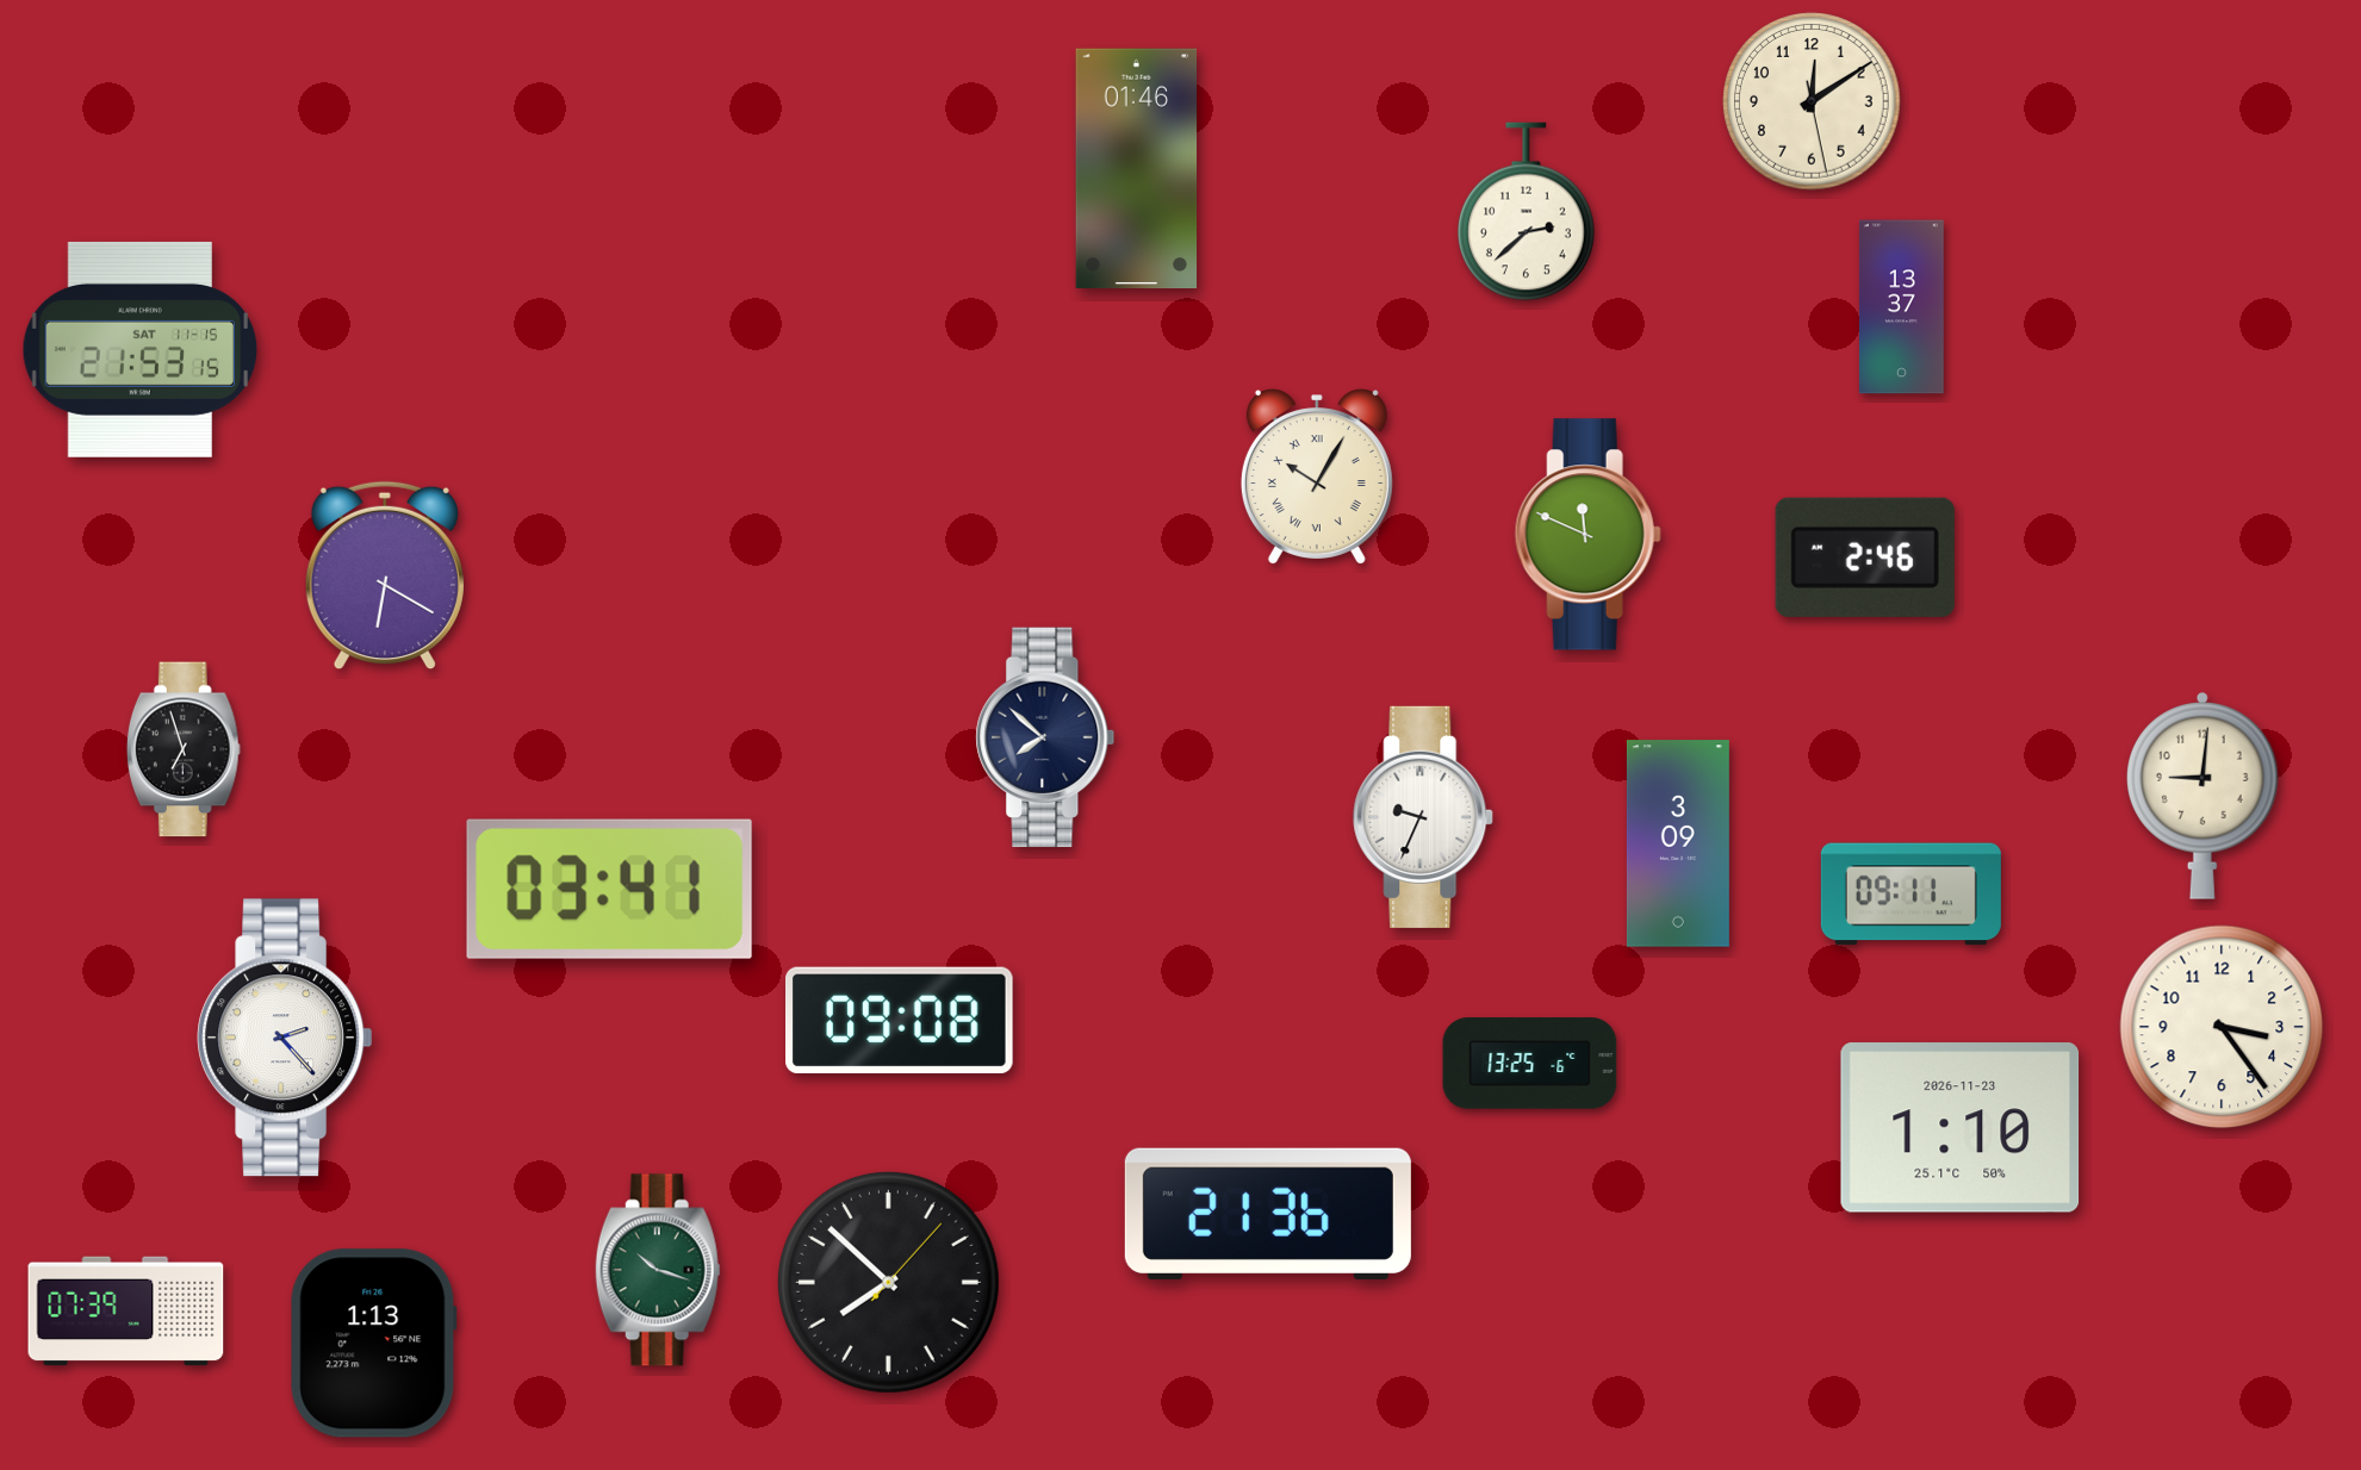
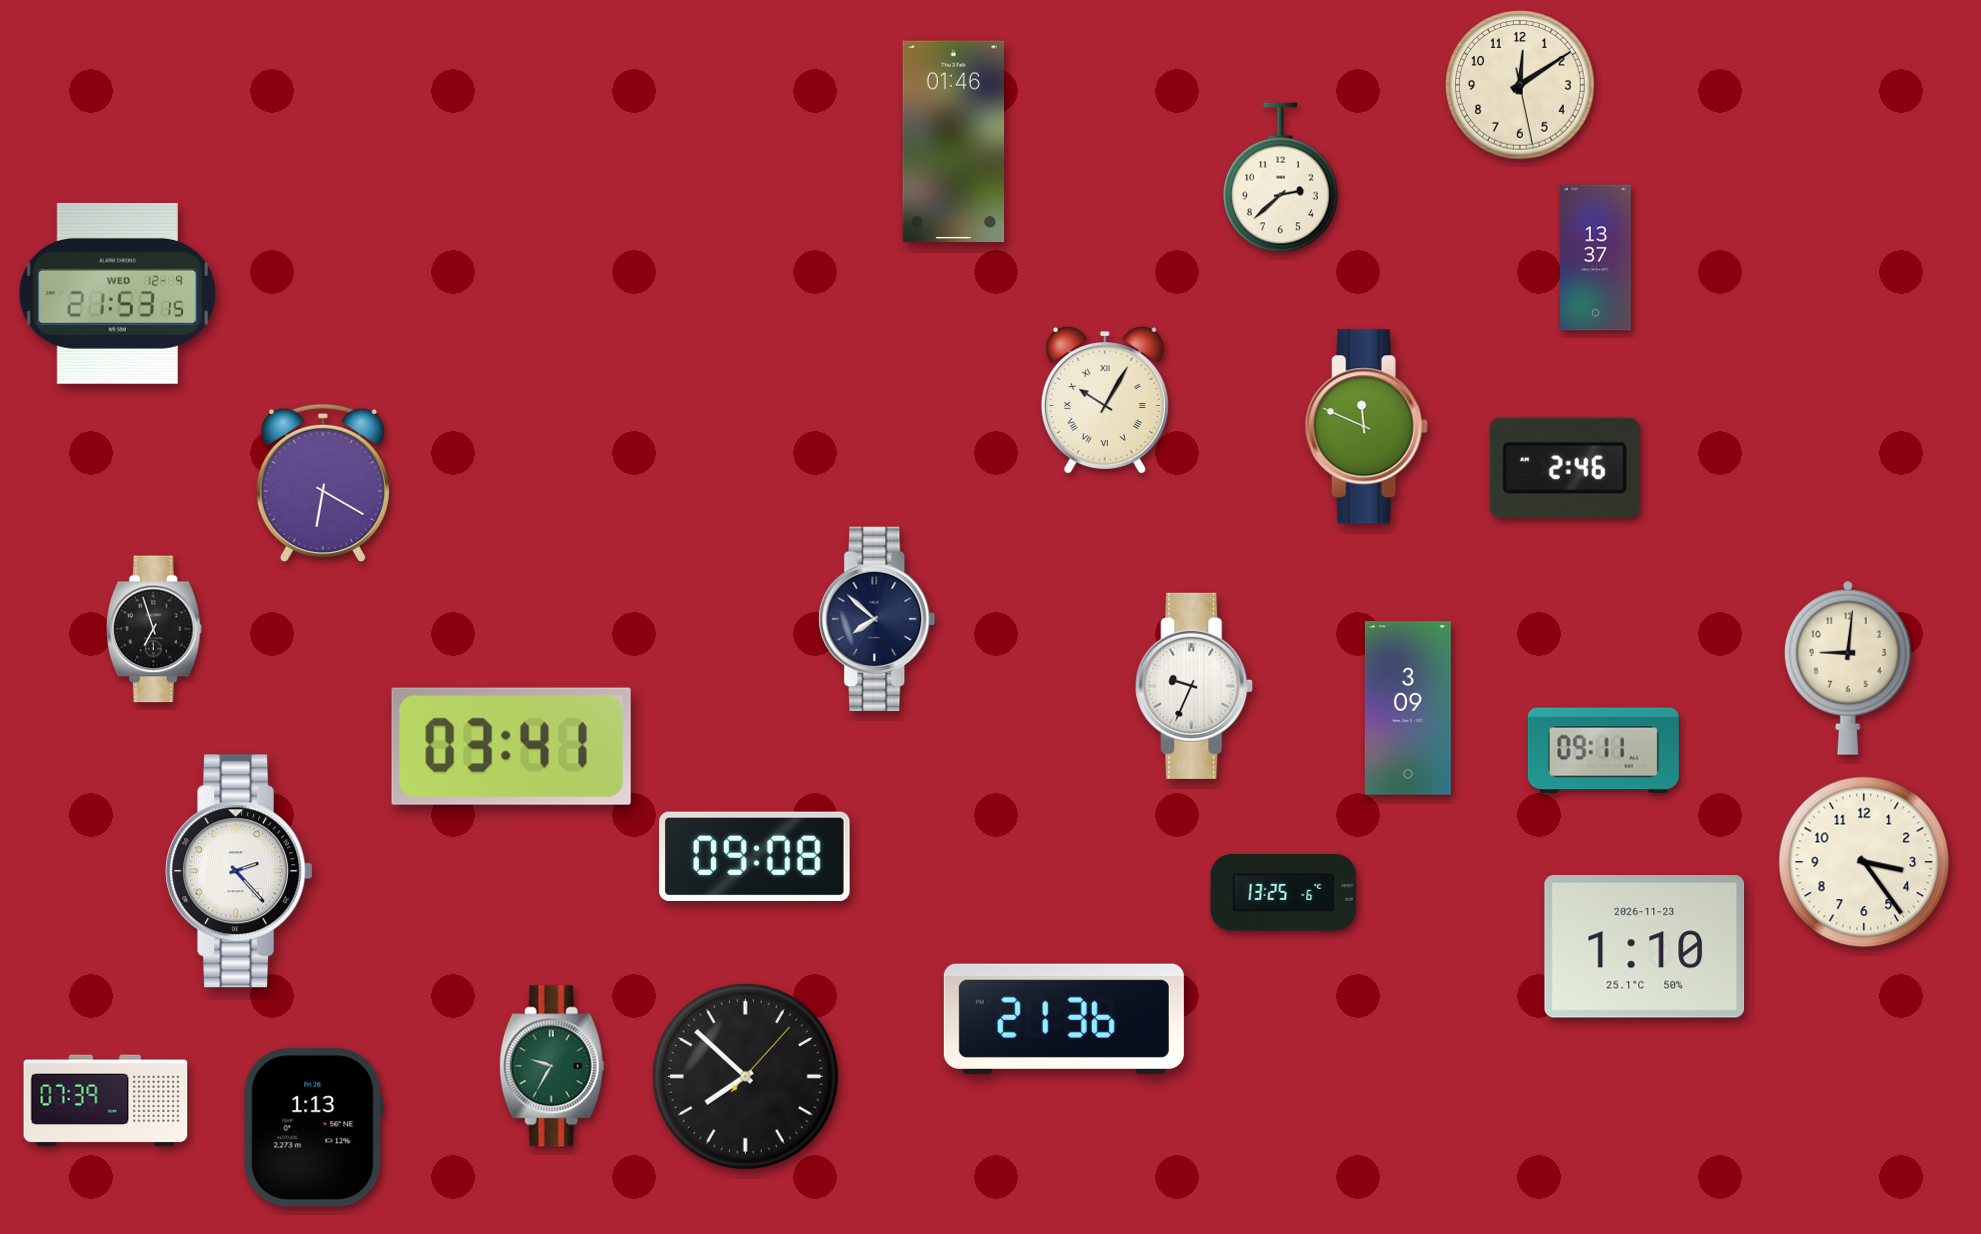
clock at (141, 349) date: SAT 11-15 -> WED 12-9
clock at (1588, 535) position: (1588, 535) -> (1366, 427)
clock at (658, 1270): 10:18 -> 9:35
